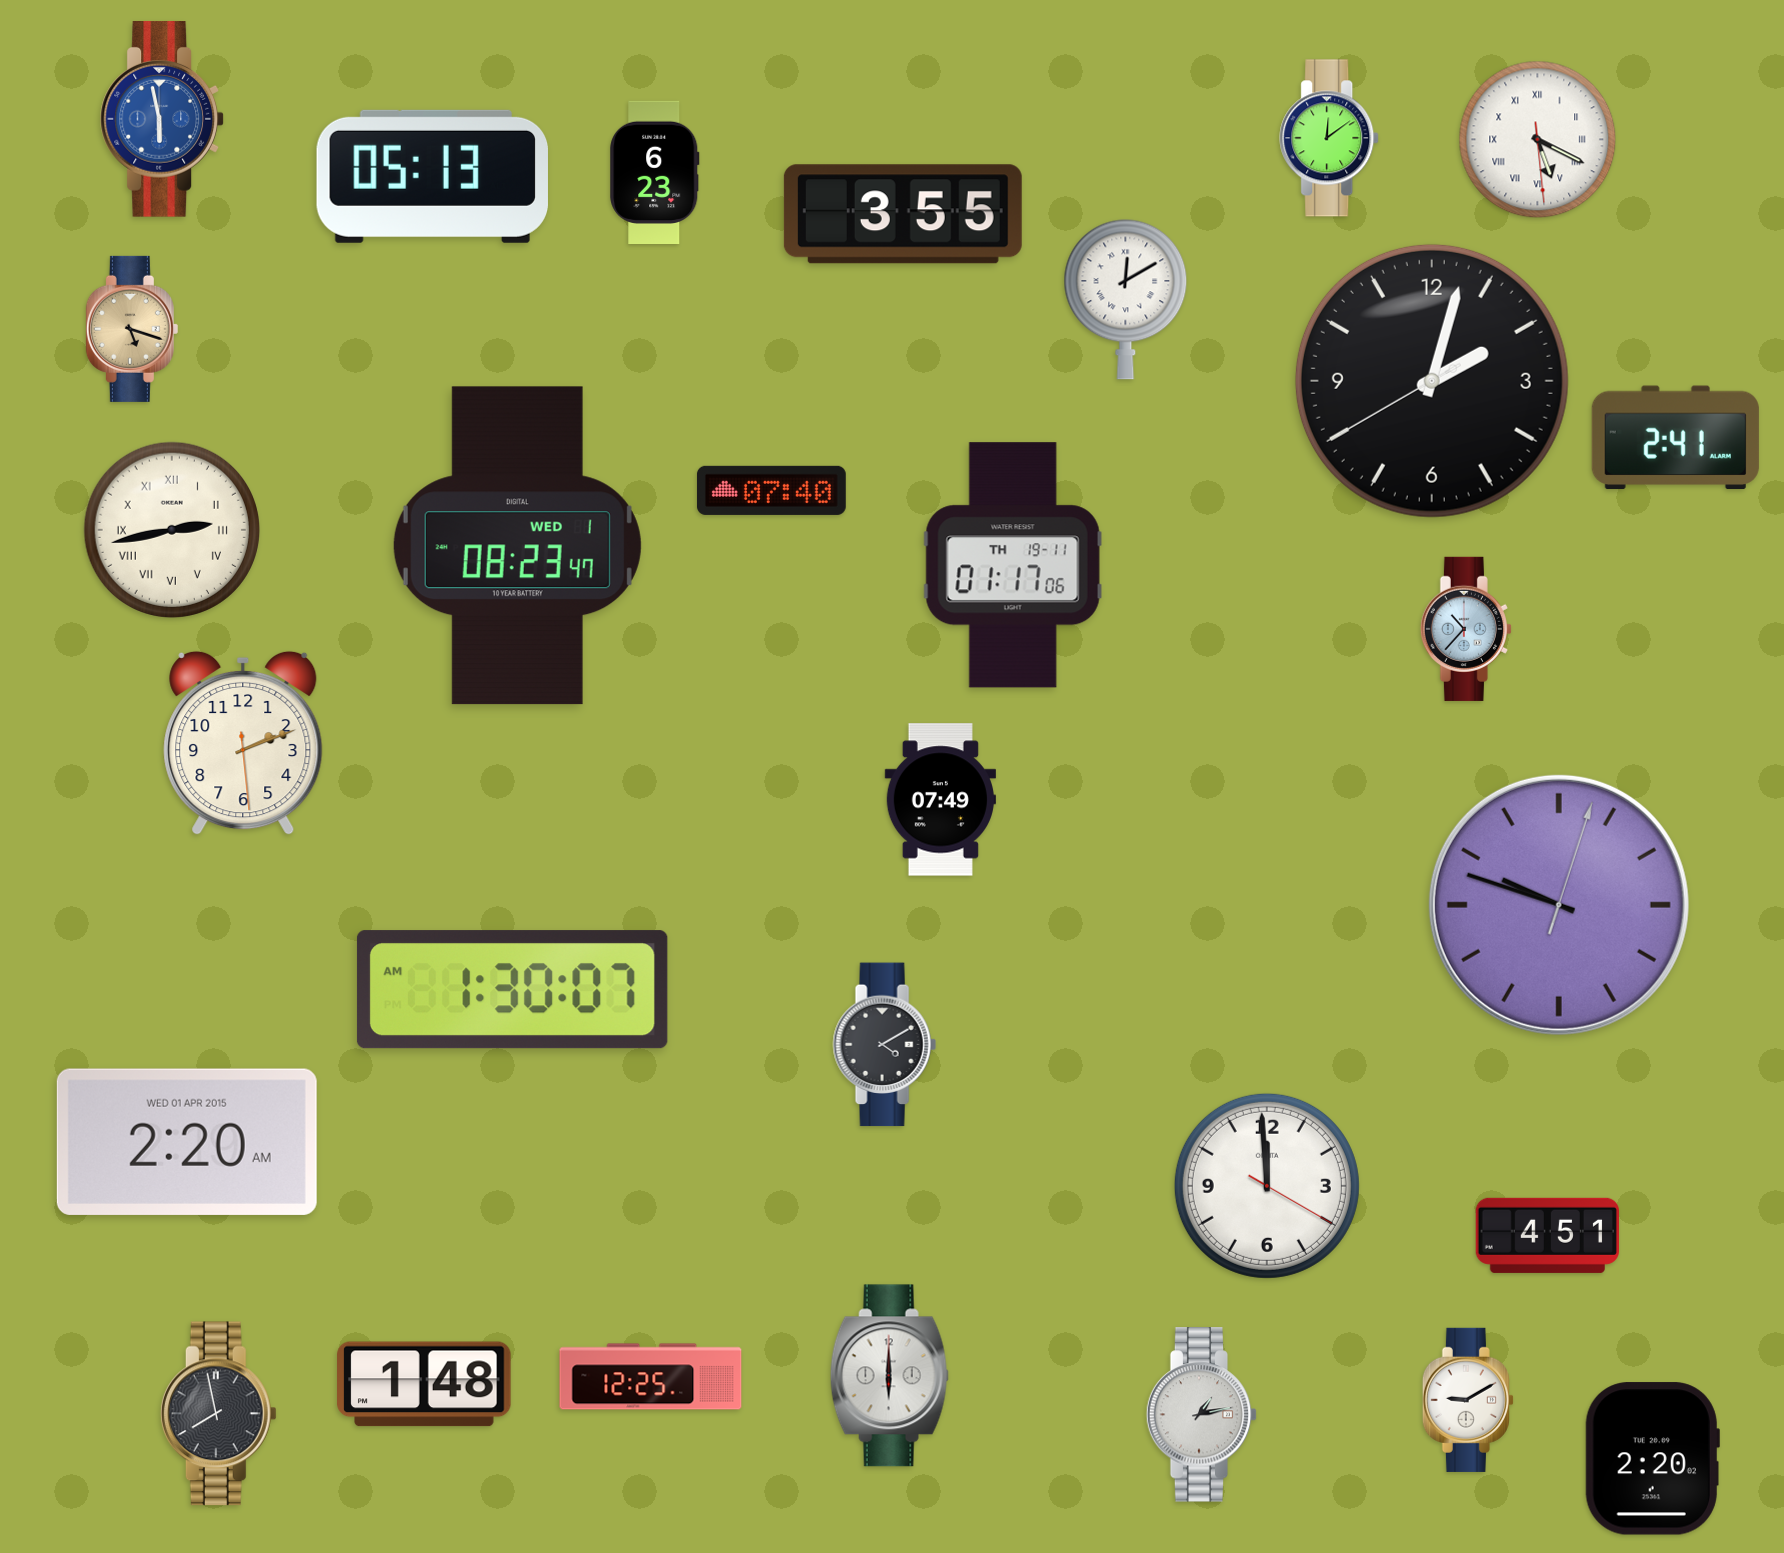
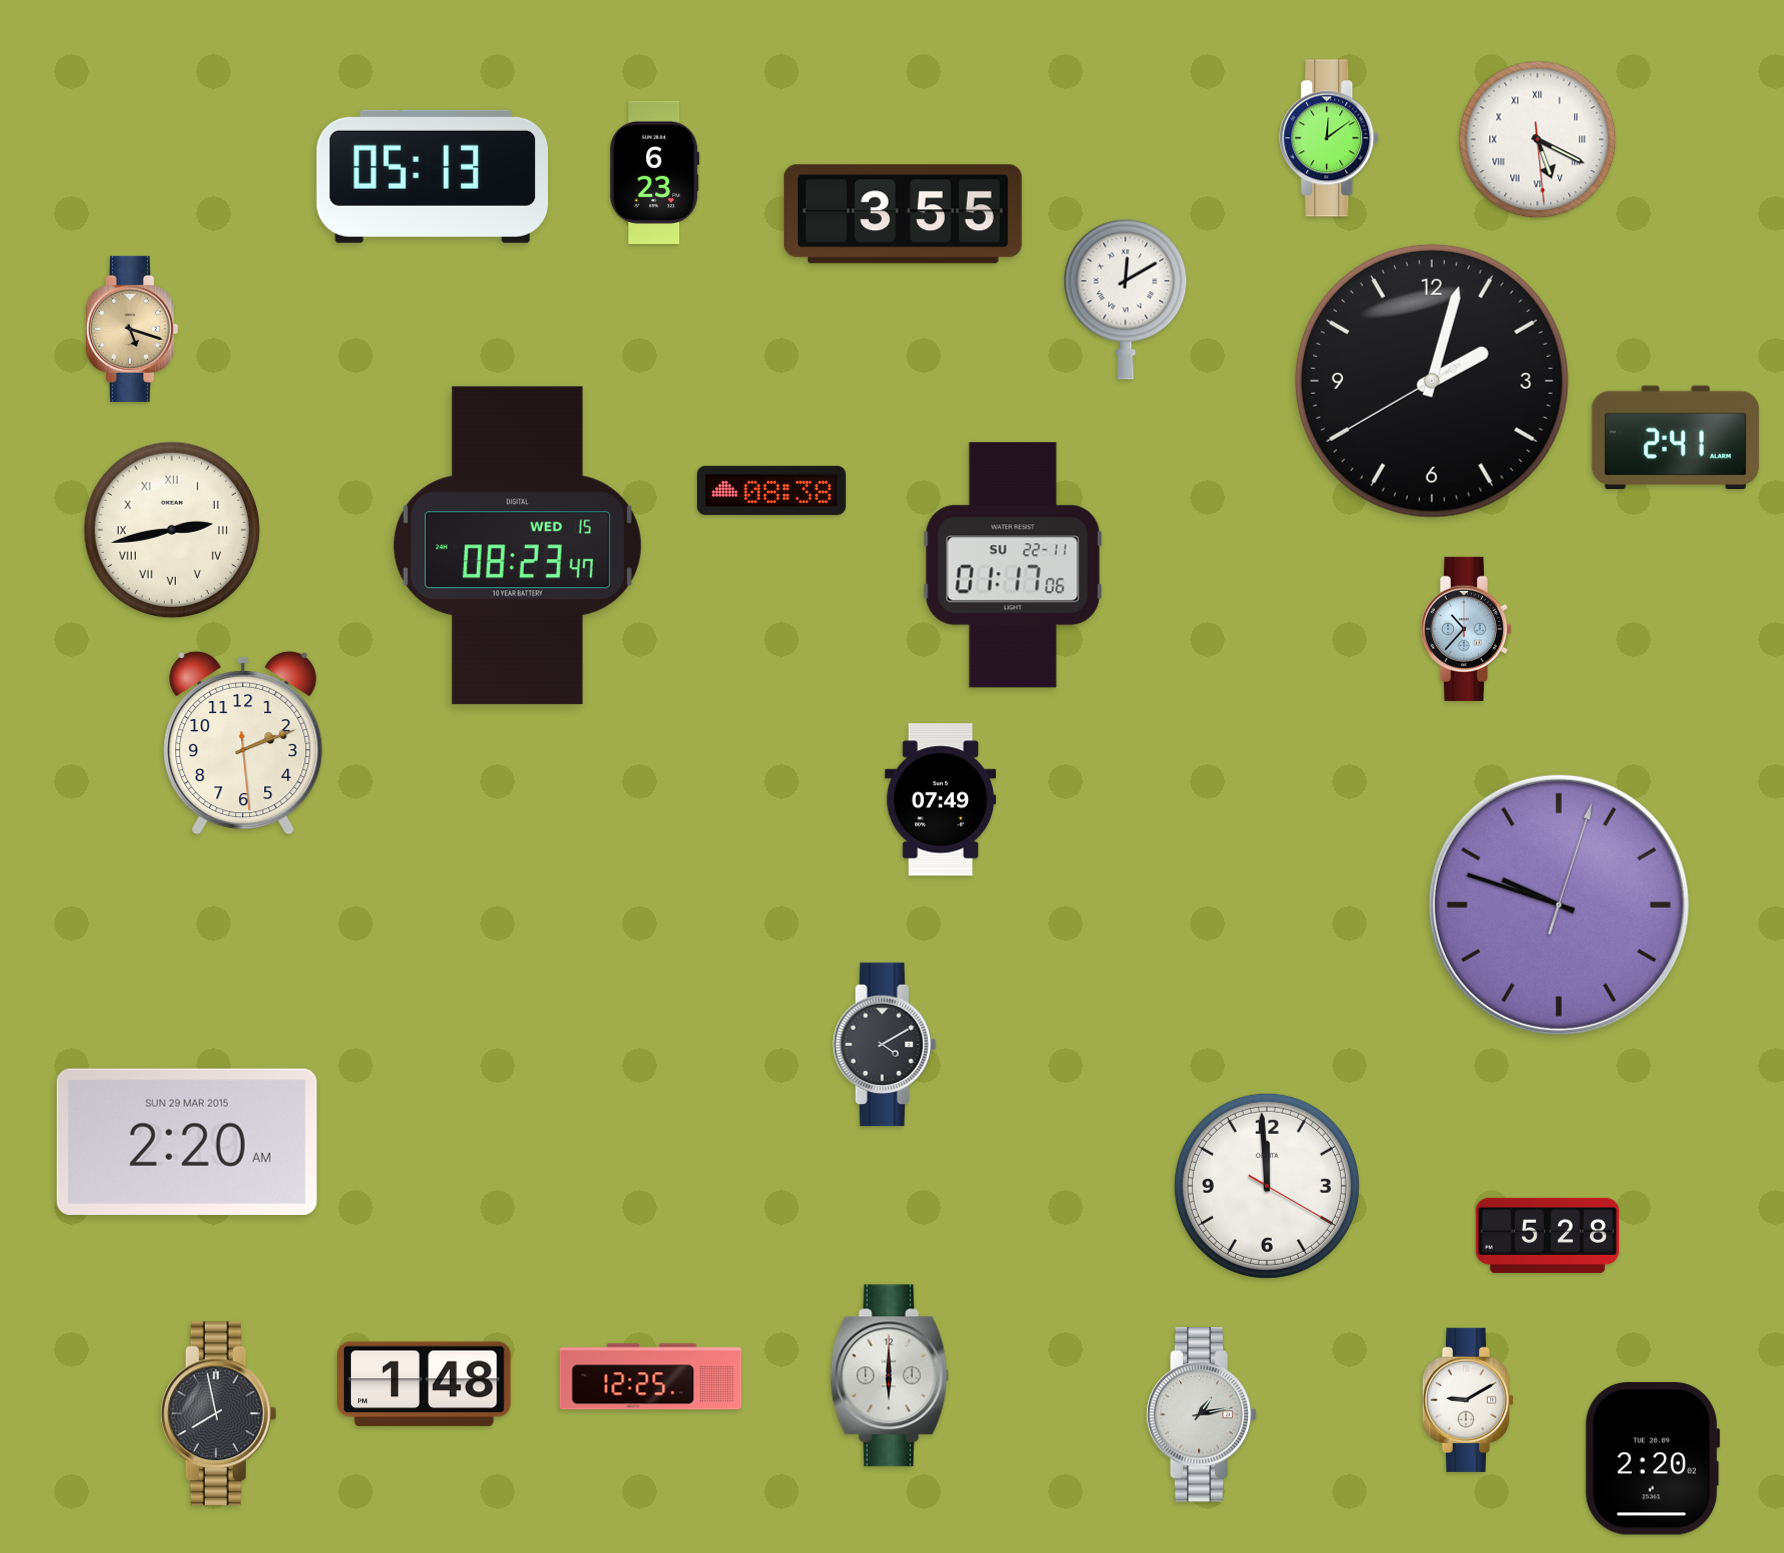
clock at (162, 120): 5:58 -> none
clock at (771, 490): 07:40 -> 08:38
clock at (517, 546) date: WED 1 -> WED 15
clock at (1013, 565) date: TH 19-11 -> SU 22-11
clock at (512, 990): 1:30 -> none
clock at (187, 1142) date: WED 01 APR 2015 -> SUN 29 MAR 2015
clock at (1547, 1235): 4:51 -> 5:28
